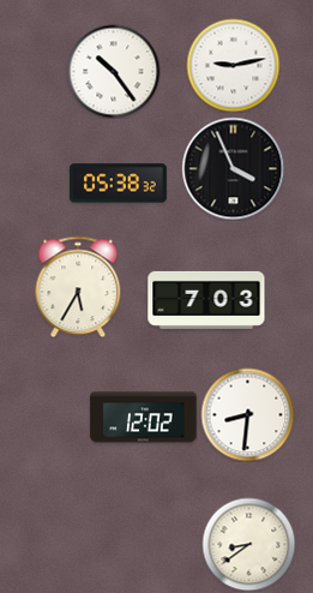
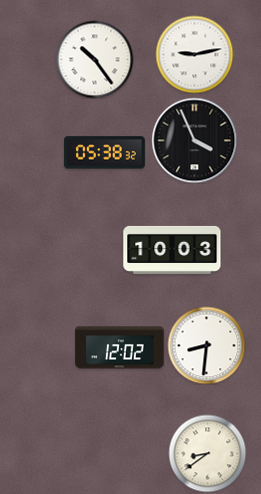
clock at (118, 184) position: (118, 184) -> (104, 153)
clock at (78, 287): 5:35 -> none
clock at (206, 300): 7:03 -> 10:03
